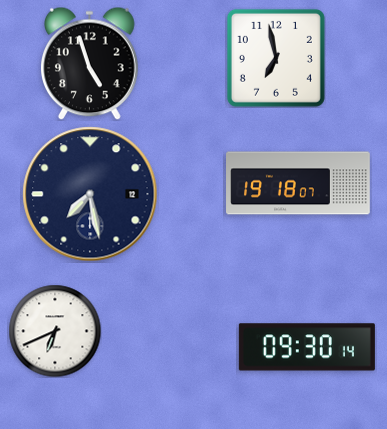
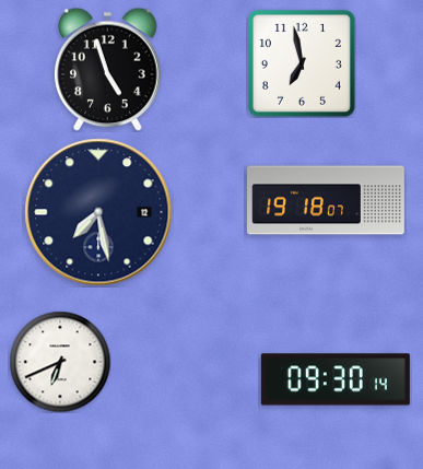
clock at (90, 63) position: (90, 63) -> (108, 69)
